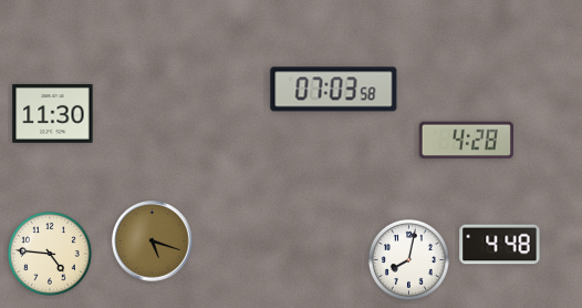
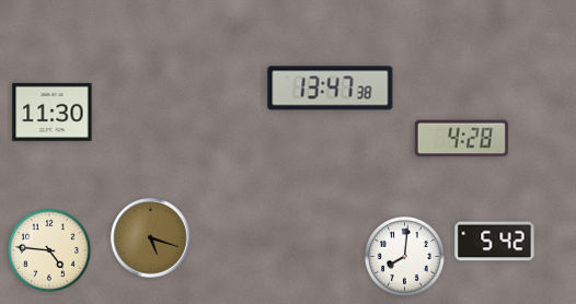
clock at (334, 90): 07:03 -> 13:47
clock at (500, 245): 4:48 -> 5:42
clock at (408, 259): 8:02 -> 8:01
